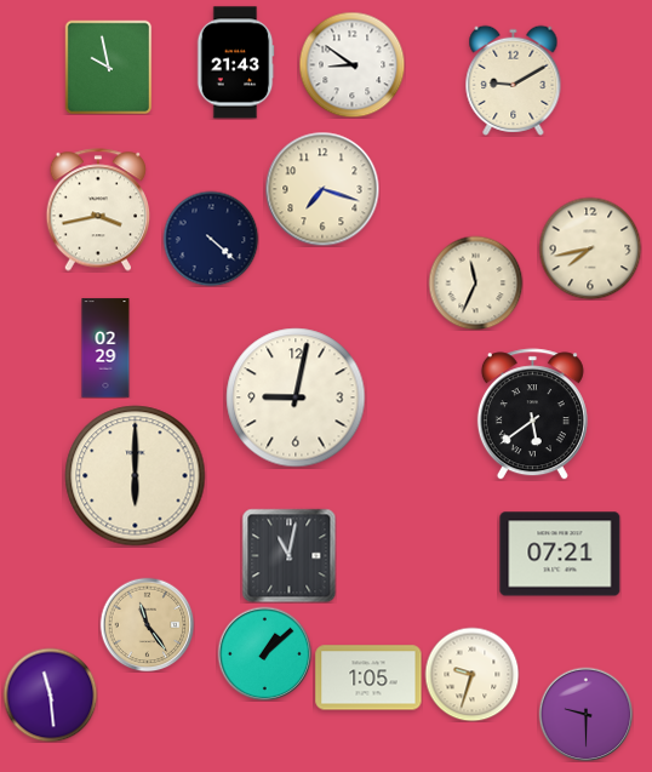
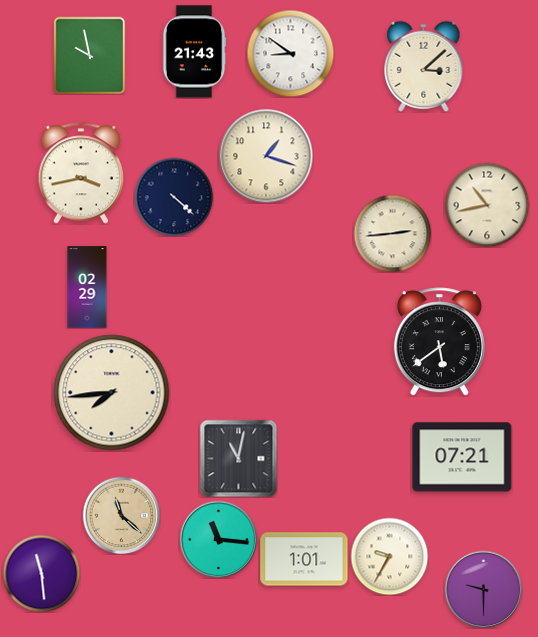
clock at (514, 80): 9:10 -> 3:08
clock at (322, 189): 7:18 -> 1:18
clock at (590, 248): 7:43 -> 10:43
clock at (475, 282): 11:34 -> 2:44
clock at (296, 398): 9:02 -> none
clock at (136, 476): 6:00 -> 7:44
clock at (147, 624): 11:24 -> 11:22
clock at (264, 653): 1:08 -> 11:16
clock at (471, 674): 9:33 -> 9:35
clock at (368, 677): 1:05 -> 1:01
